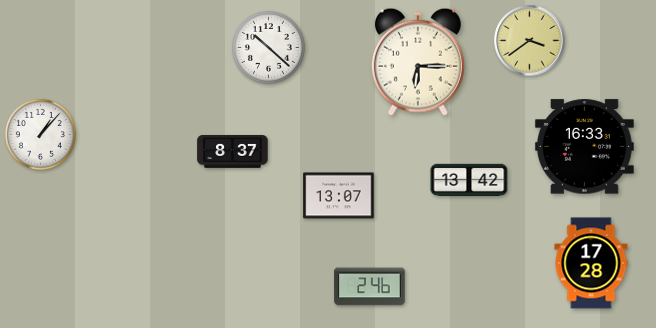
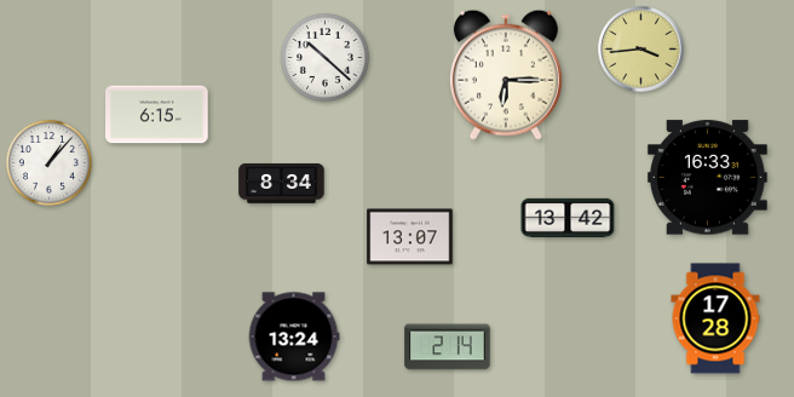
clock at (530, 41): 3:39 -> 3:44
clock at (157, 115): none -> 6:15
clock at (233, 152): 8:37 -> 8:34
clock at (294, 336): none -> 13:24
clock at (370, 287): 2:46 -> 2:14
